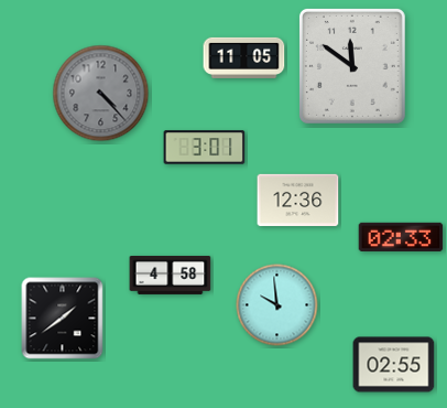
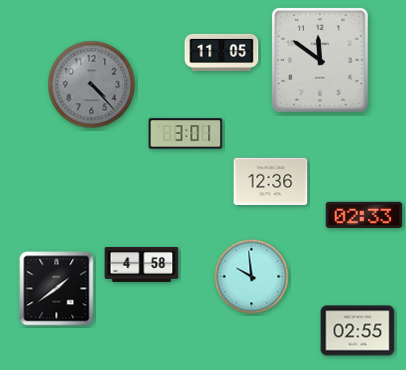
clock at (171, 275) position: (171, 275) -> (142, 264)
